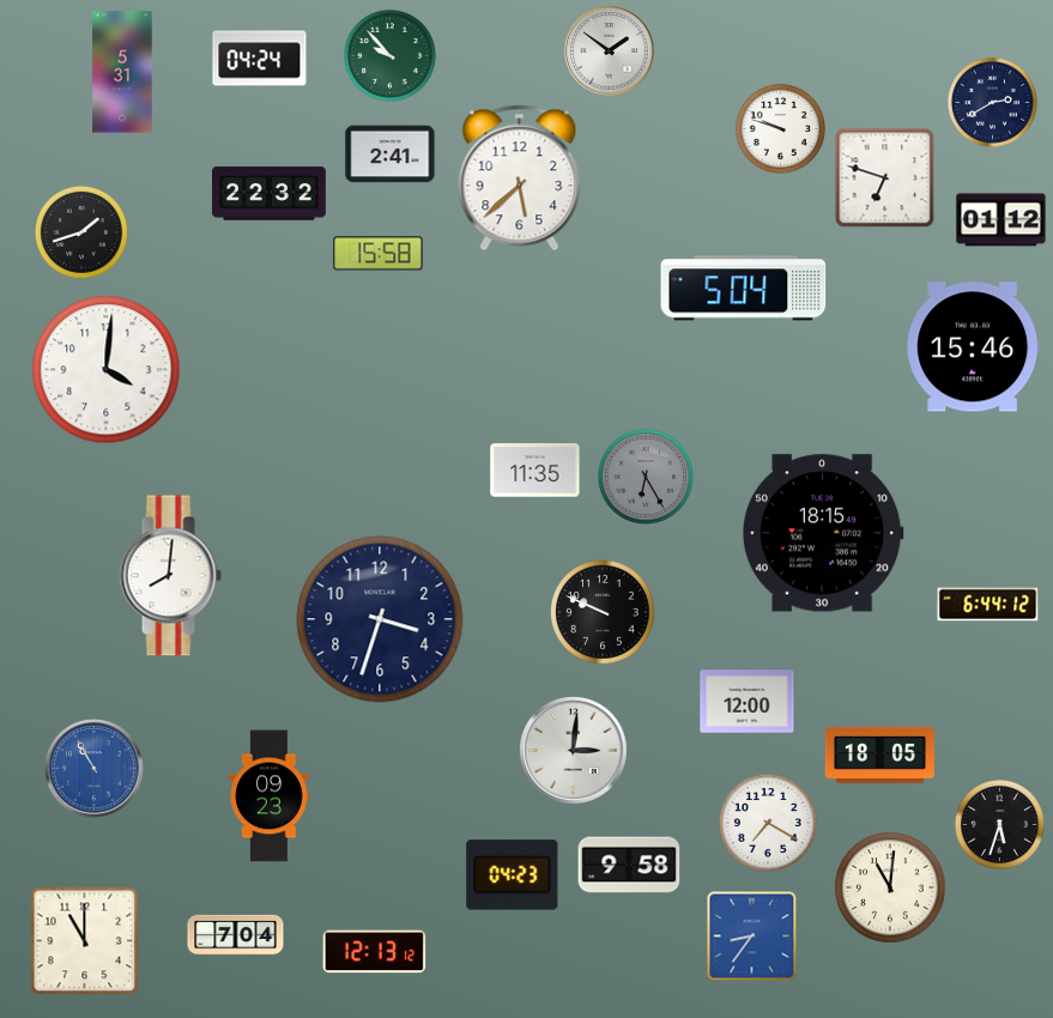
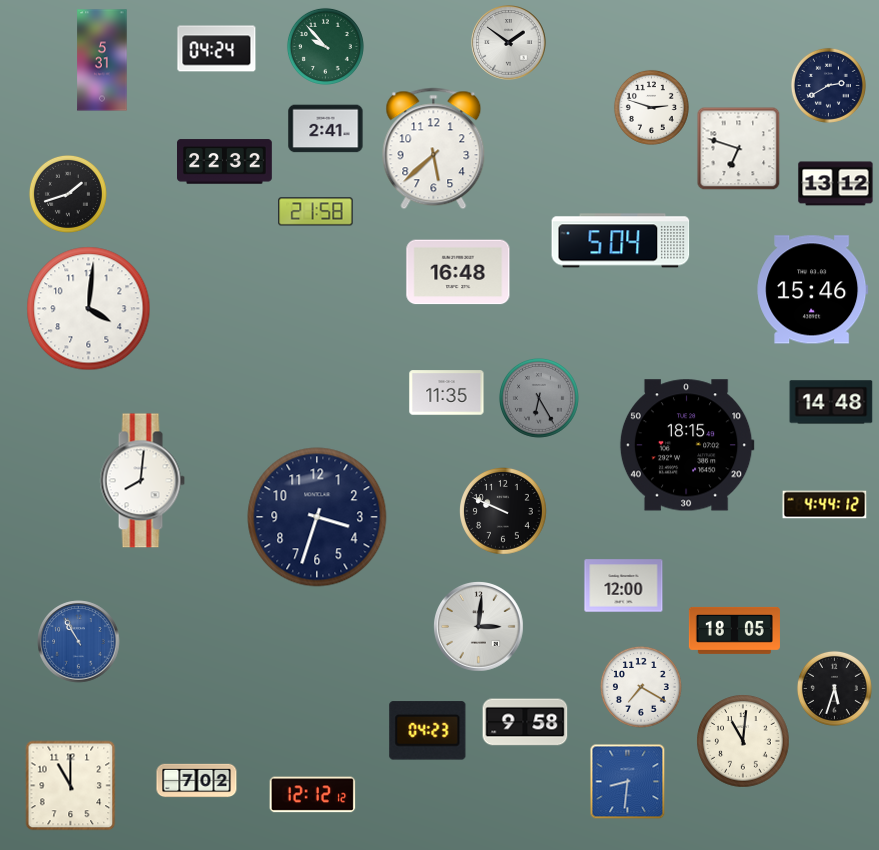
clock at (780, 128): 9:48 -> 2:48
clock at (1001, 220): 01:12 -> 13:12
clock at (379, 254): 15:58 -> 21:58
clock at (458, 272): none -> 16:48
clock at (831, 402): none -> 14:48
clock at (988, 605): 6:44 -> 4:44
clock at (270, 796): 09:23 -> none
clock at (236, 935): 7:04 -> 7:02
clock at (752, 937): 8:36 -> 8:31
clock at (375, 952): 12:13 -> 12:12
